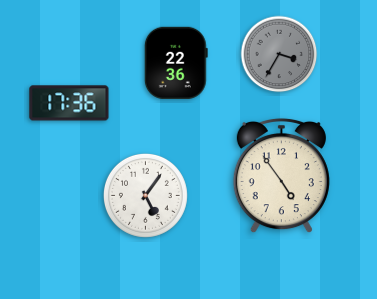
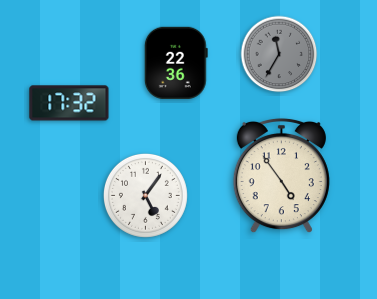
clock at (279, 54): 3:35 -> 11:35
clock at (69, 103): 17:36 -> 17:32
